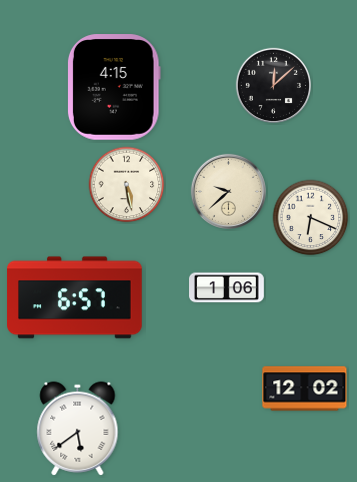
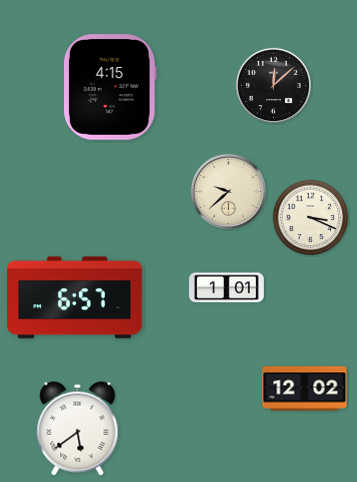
clock at (114, 87) position: (114, 87) -> (110, 87)
clock at (127, 185): 5:28 -> none
clock at (311, 218): 6:19 -> 3:19
clock at (227, 288): 1:06 -> 1:01
